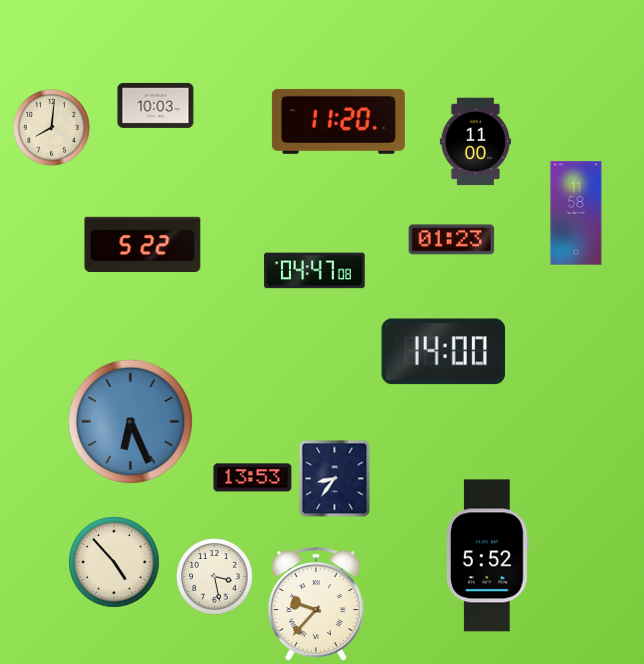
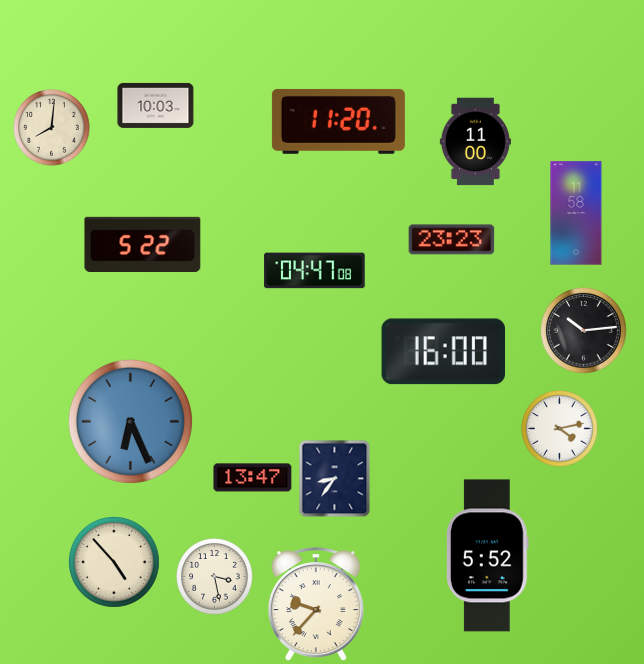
clock at (452, 240): 01:23 -> 23:23
clock at (584, 331): none -> 10:14
clock at (444, 352): 14:00 -> 16:00
clock at (560, 429): none -> 4:13
clock at (253, 478): 13:53 -> 13:47
